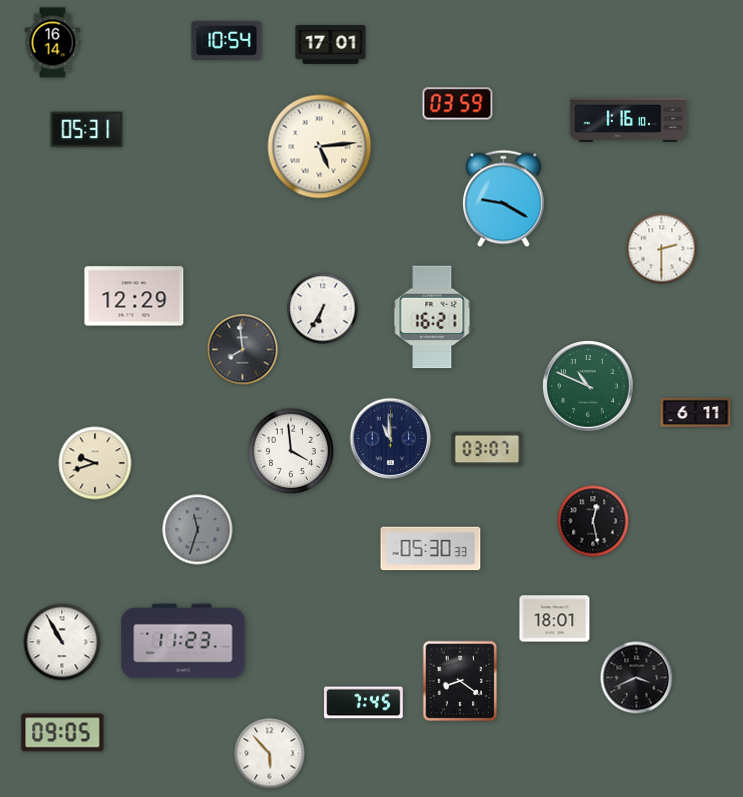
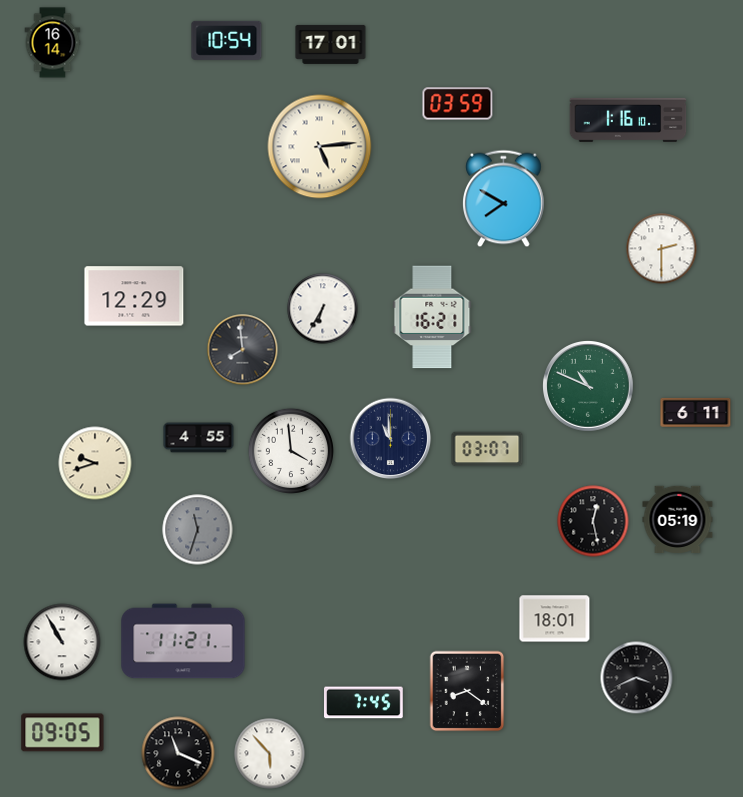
clock at (87, 130): 05:31 -> none
clock at (504, 199): 9:20 -> 7:50
clock at (199, 438): none -> 4:55
clock at (678, 520): none -> 05:19
clock at (431, 549): 05:30 -> none
clock at (183, 641): 11:23 -> 11:21
clock at (460, 681) position: (460, 681) -> (467, 691)
clock at (178, 753): none -> 11:19
